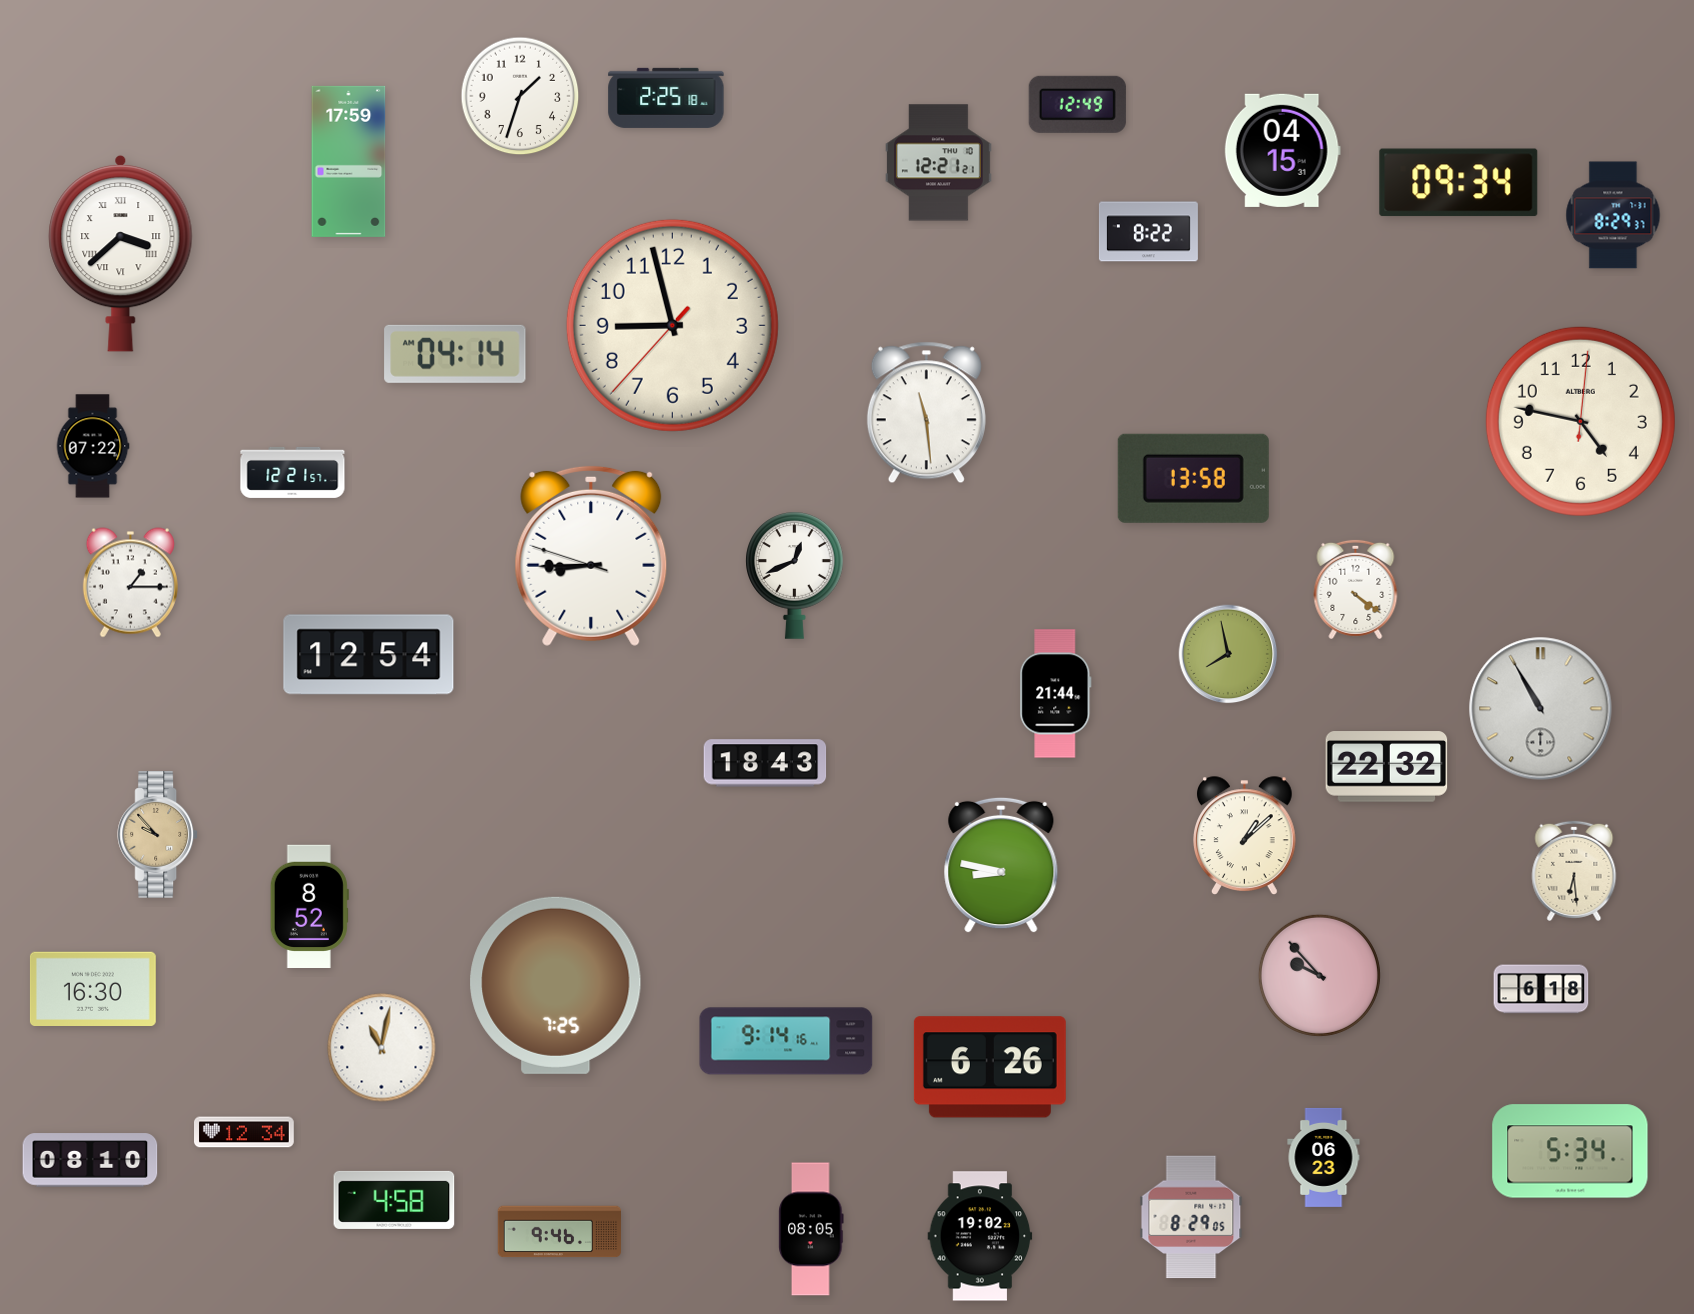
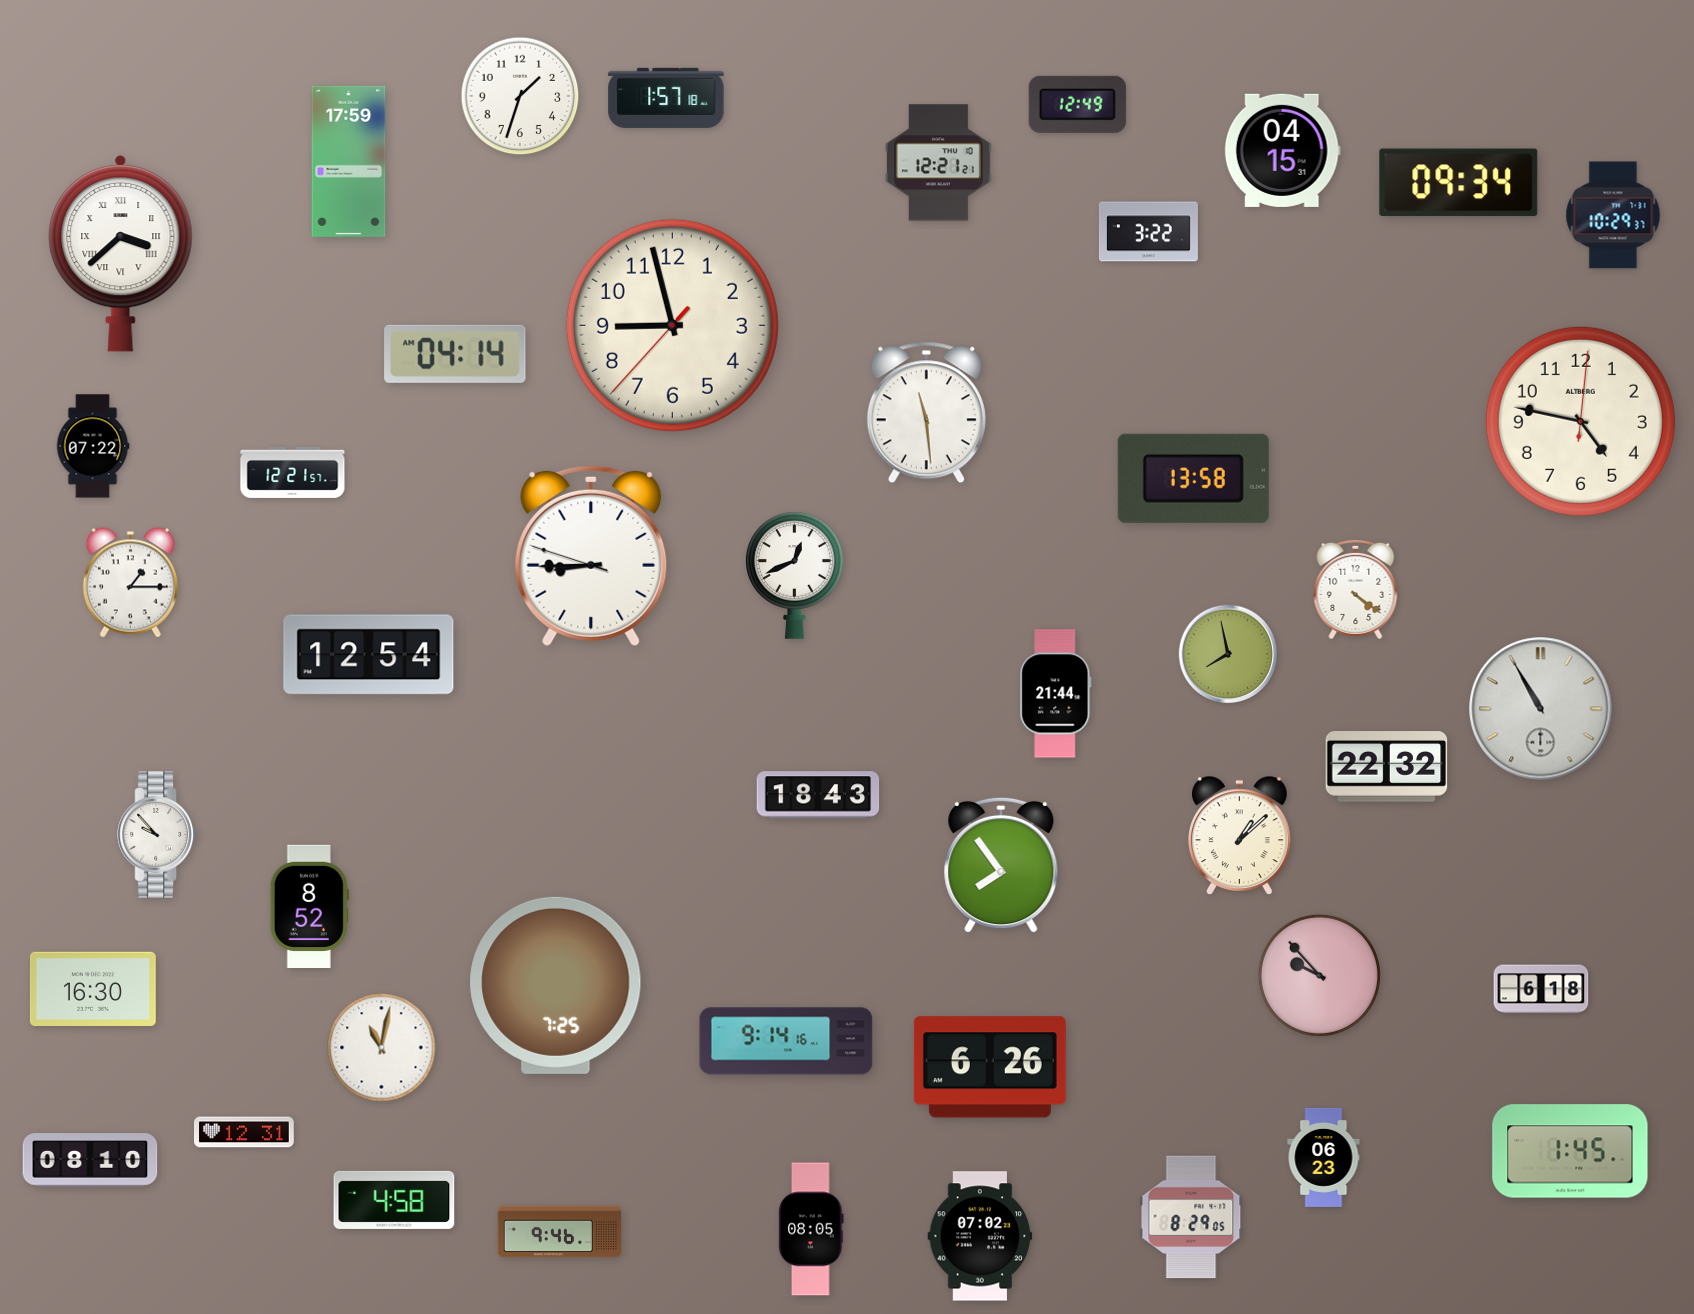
clock at (666, 98): 2:25 -> 1:57
clock at (1613, 215): 8:29 -> 10:29
clock at (1148, 232): 8:22 -> 3:22
clock at (765, 763) position: (765, 763) -> (818, 795)
clock at (158, 835) dial: champagne -> white
clock at (1245, 836) position: (1245, 836) -> (1240, 836)
clock at (1001, 865): 8:47 -> 7:54
clock at (1574, 871): 6:29 -> none
clock at (245, 1132): 12:34 -> 12:31
clock at (1570, 1151): 5:34 -> 1:45
clock at (980, 1236): 19:02 -> 07:02
